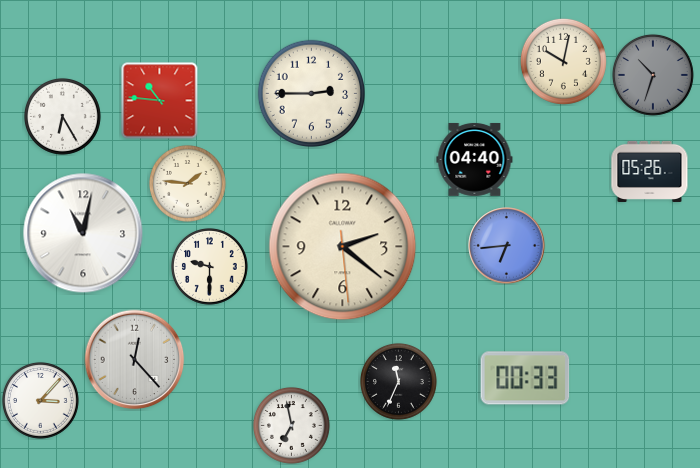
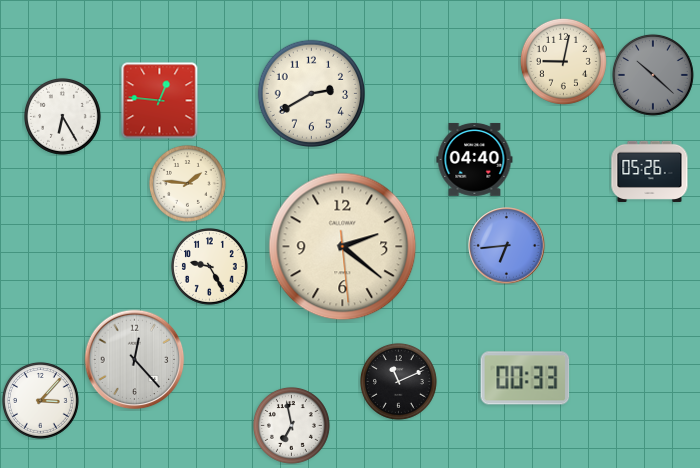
clock at (563, 61): 10:02 -> 9:02
clock at (653, 75): 10:33 -> 10:22
clock at (311, 93): 2:45 -> 2:40
clock at (160, 101): 10:46 -> 12:46
clock at (83, 233): 11:02 -> none
clock at (209, 266): 9:30 -> 9:25
clock at (398, 381): 11:34 -> 11:11
